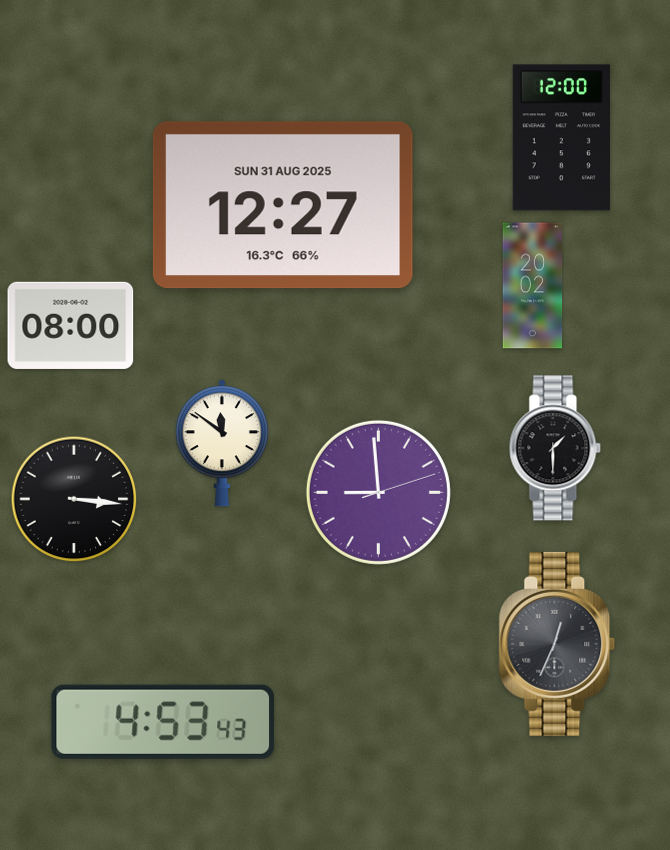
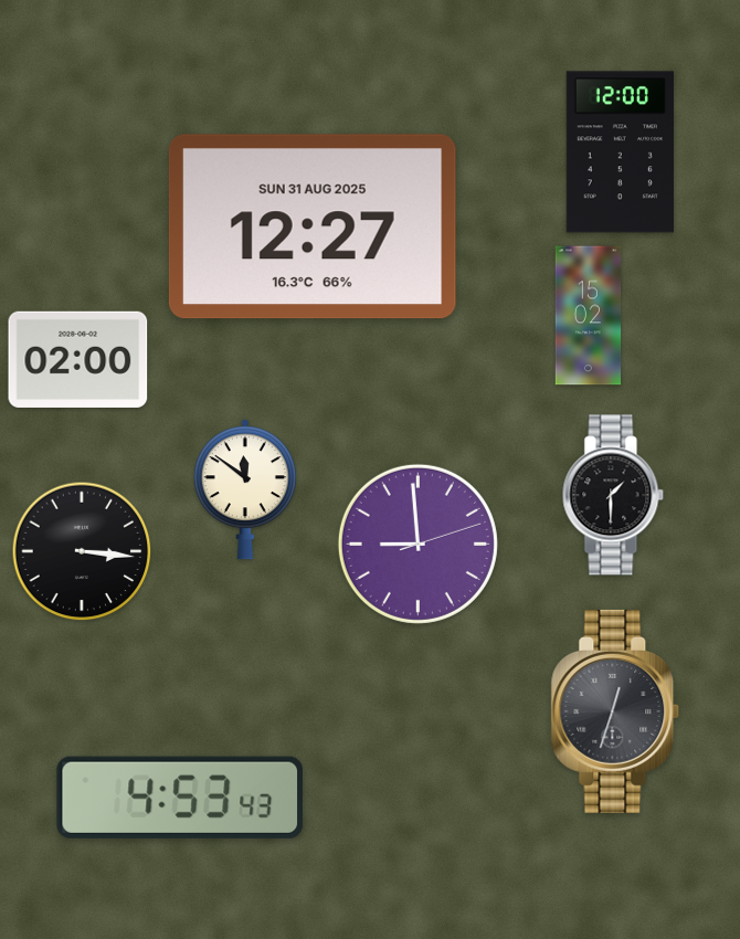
clock at (533, 286): 20:02 -> 15:02
clock at (71, 325): 08:00 -> 02:00
clock at (557, 644): 12:34 -> 12:33
